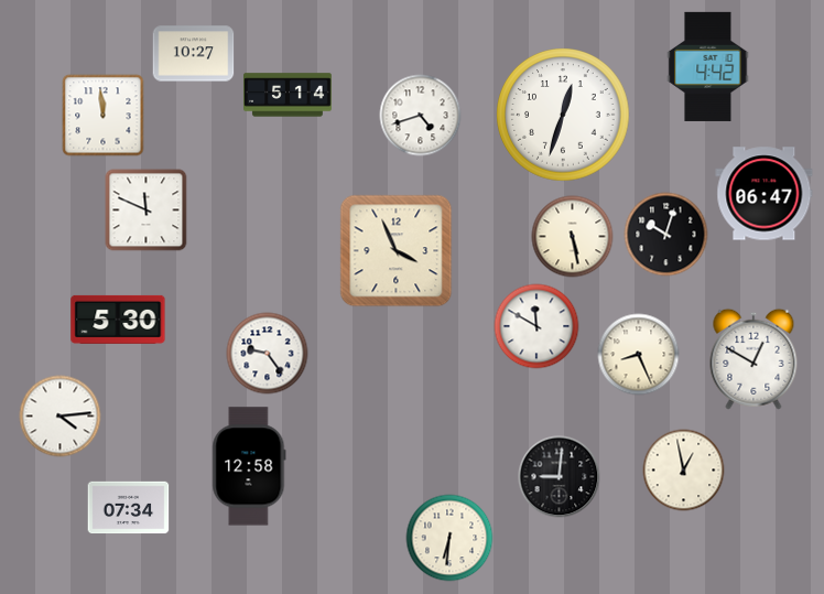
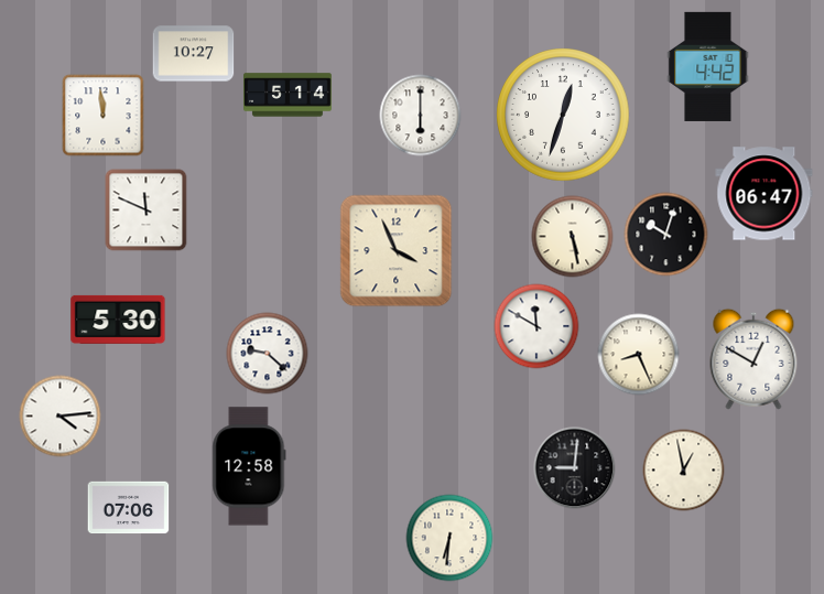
clock at (421, 116): 4:42 -> 6:00
clock at (268, 354): 9:24 -> 9:22
clock at (560, 477) position: (560, 477) -> (575, 468)
clock at (129, 508): 07:34 -> 07:06
